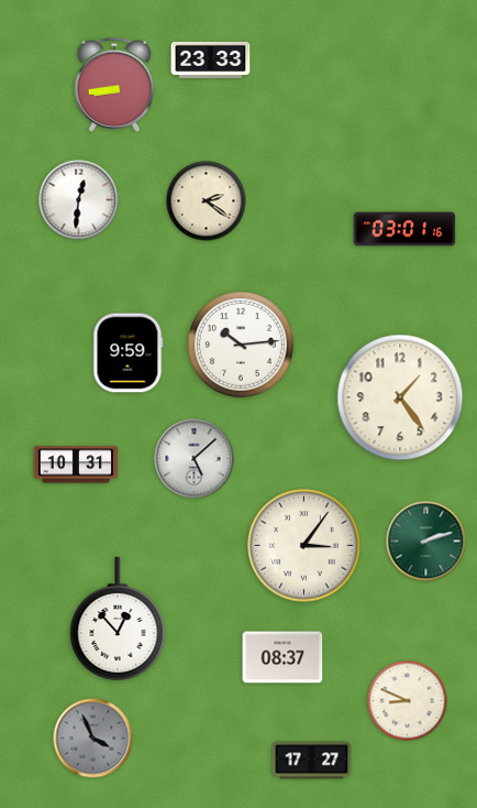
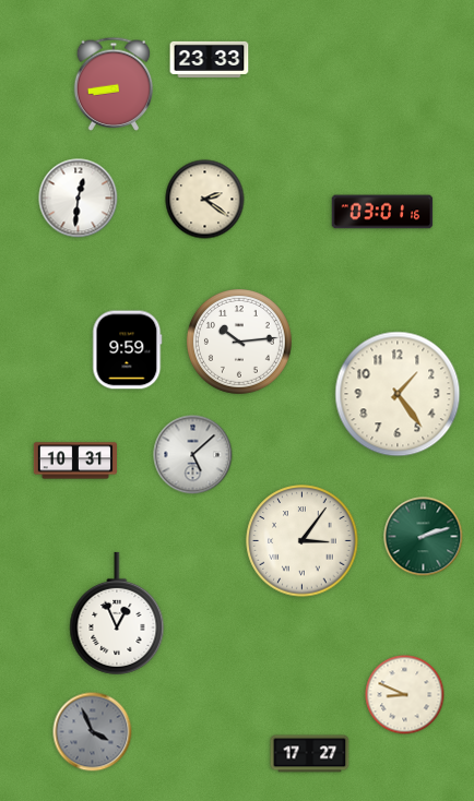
clock at (404, 229) position: (404, 229) -> (382, 212)
clock at (118, 619): 12:53 -> 12:56
clock at (282, 657): 08:37 -> none
